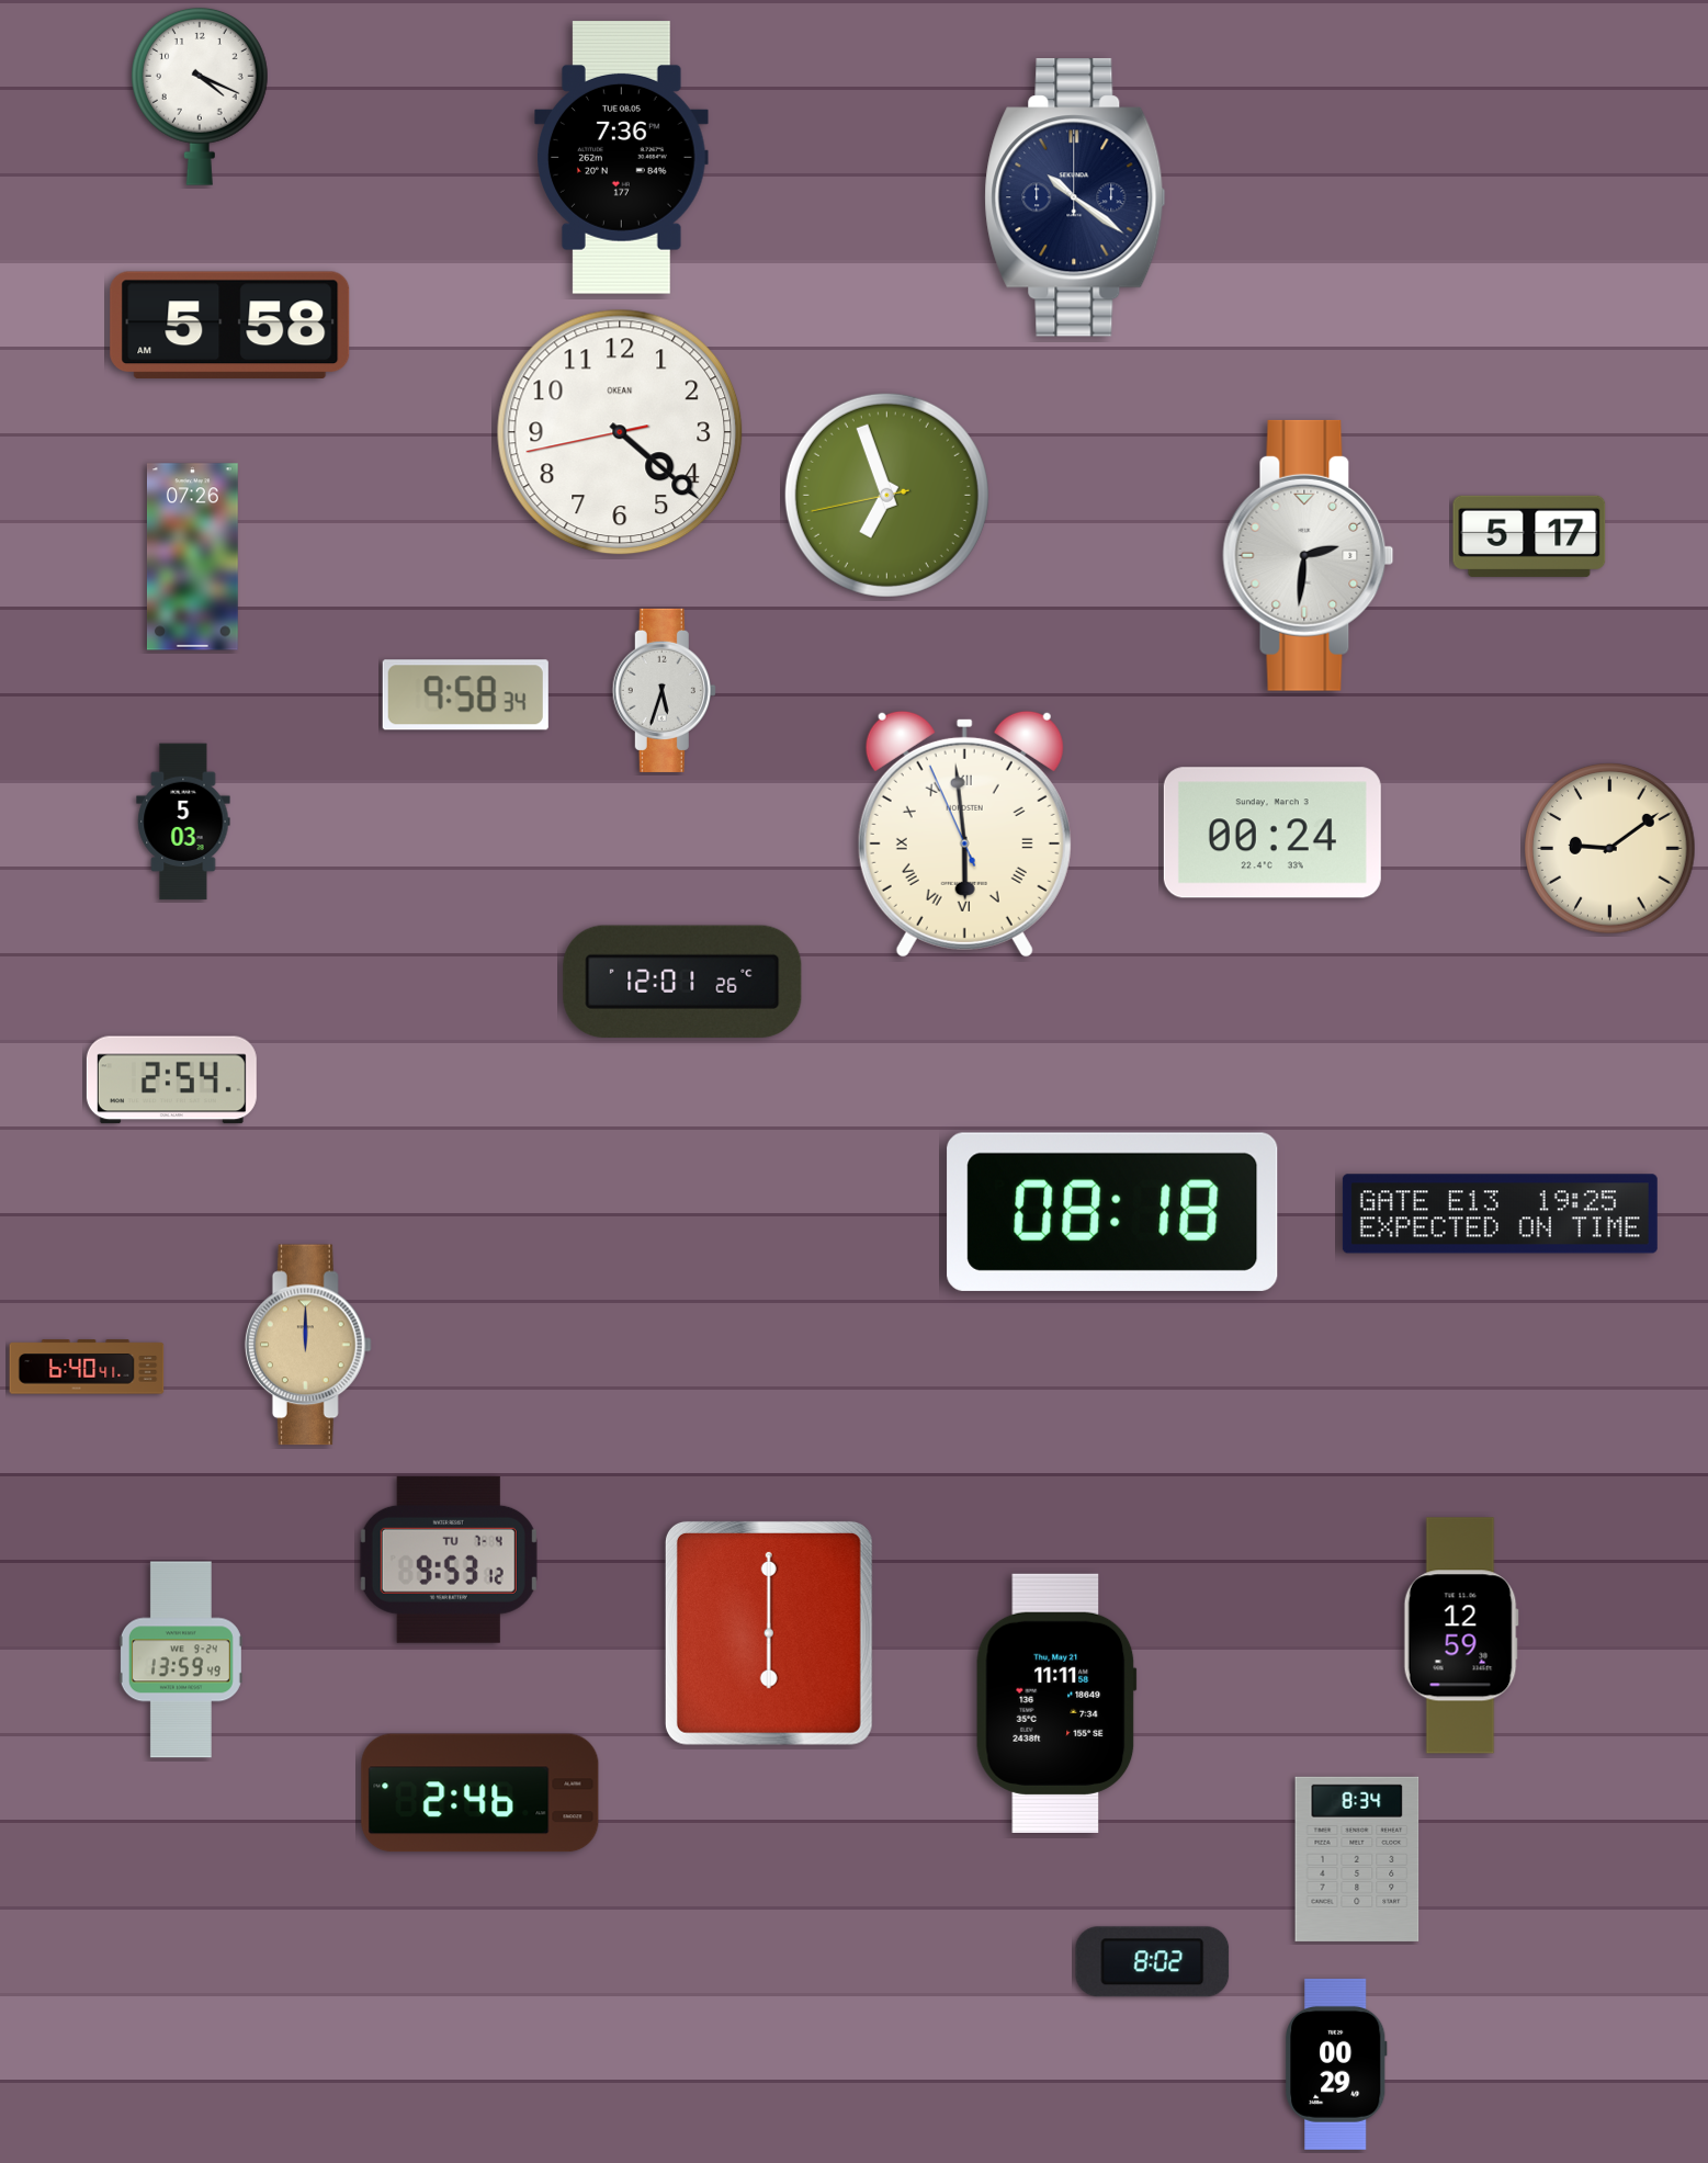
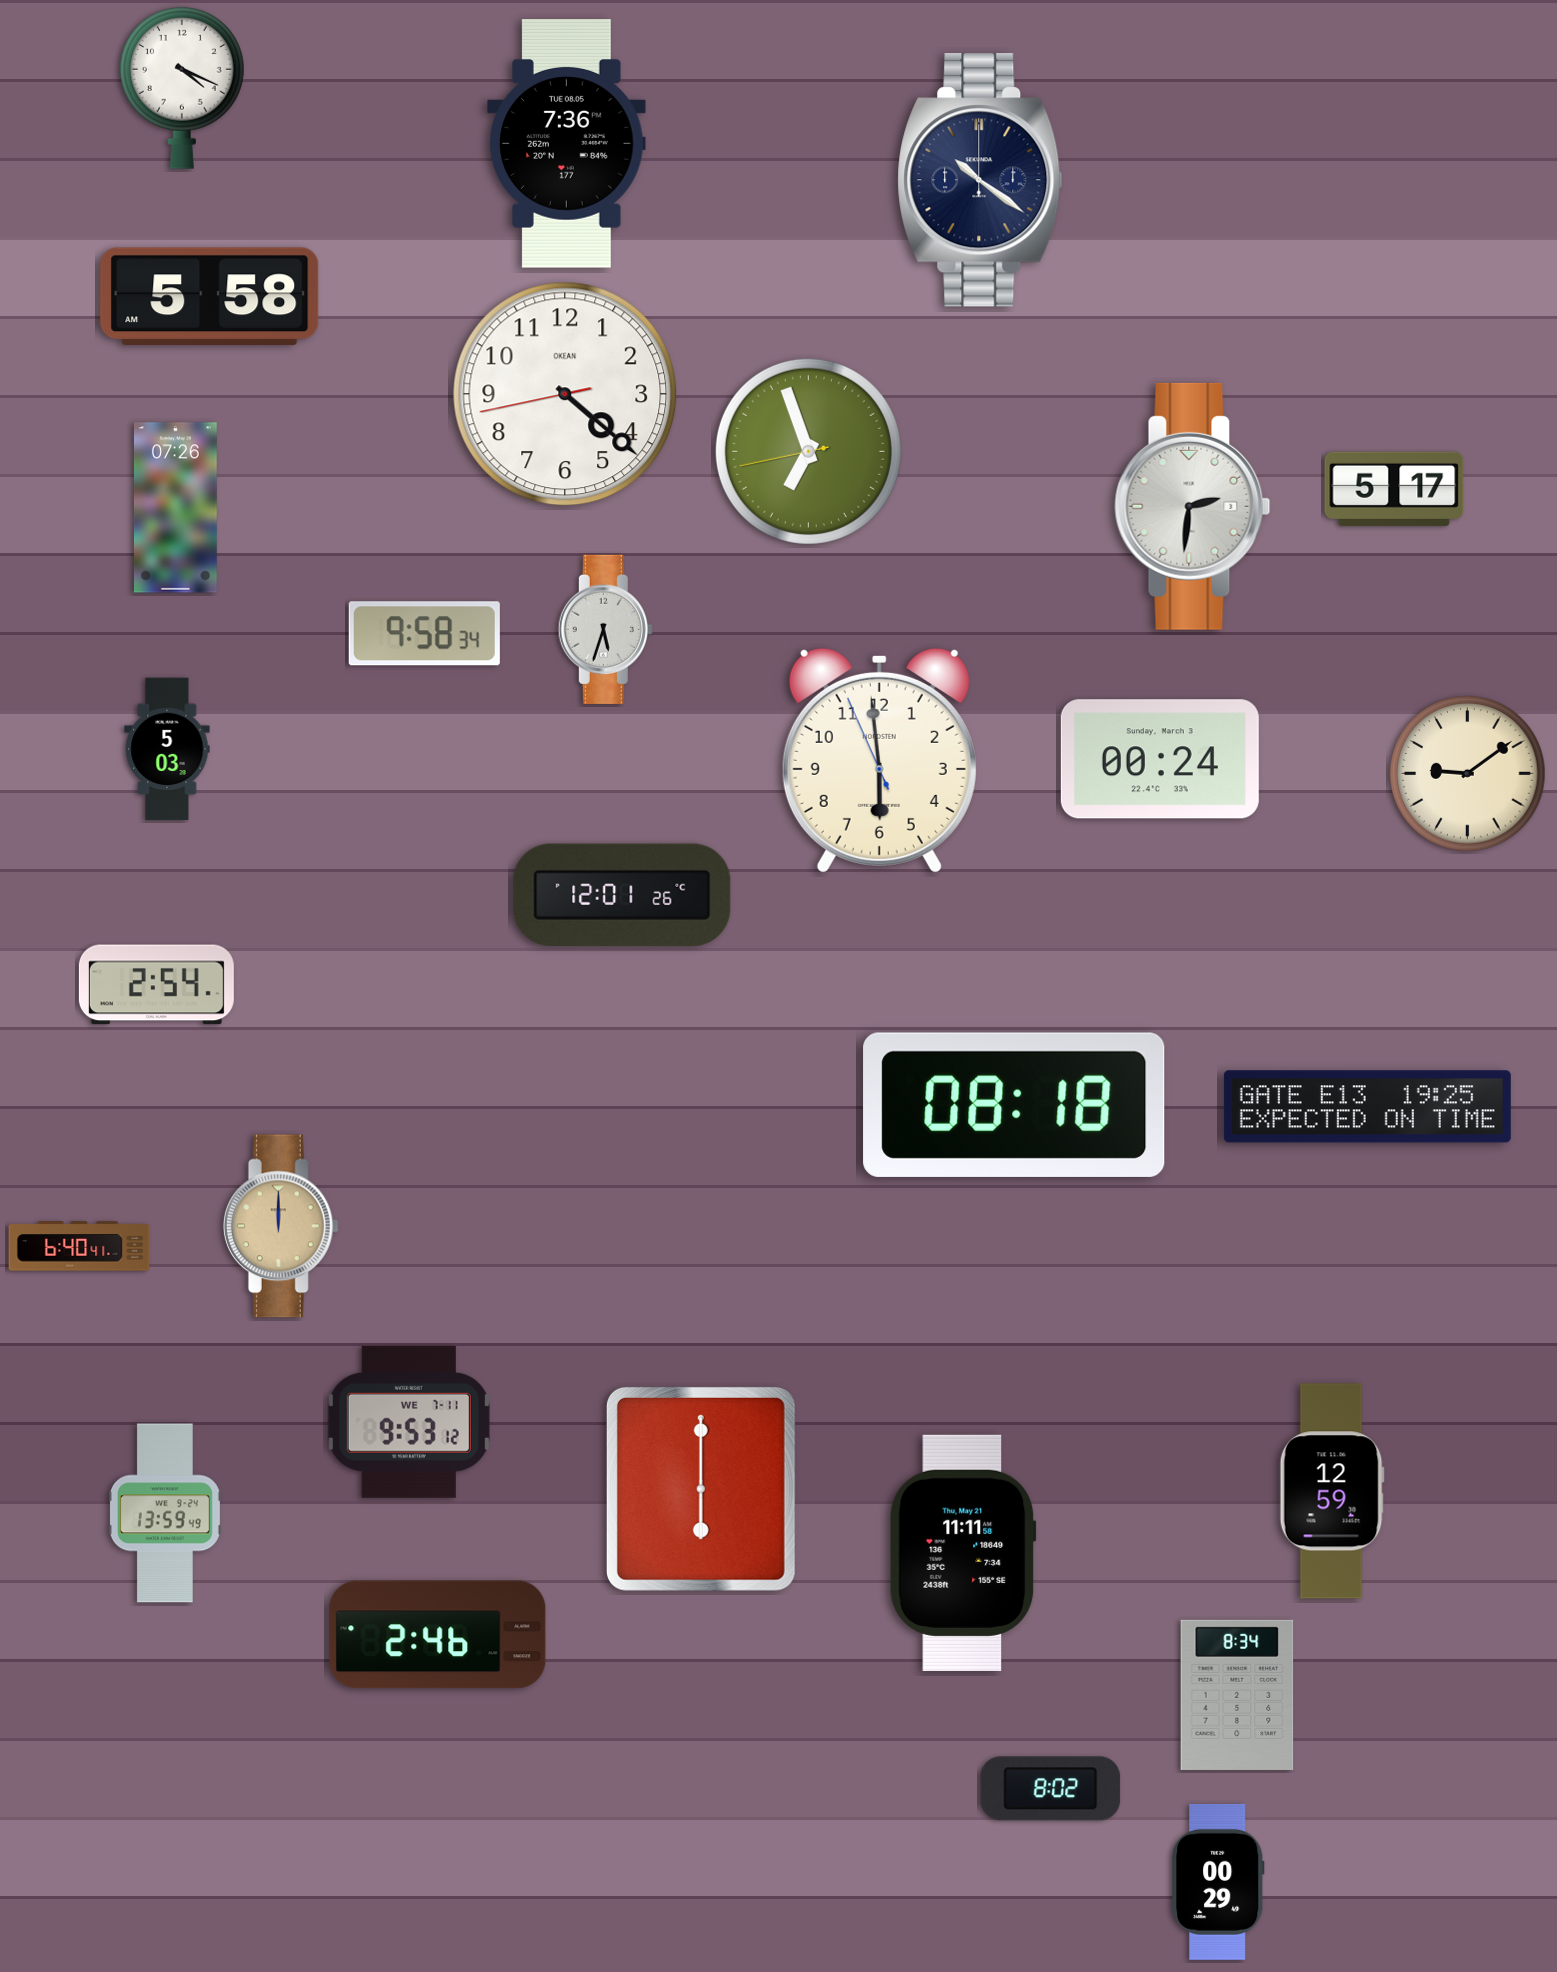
clock at (964, 834) numerals: Roman -> Arabic
clock at (449, 1560) date: TU 7-4 -> WE 7-11
